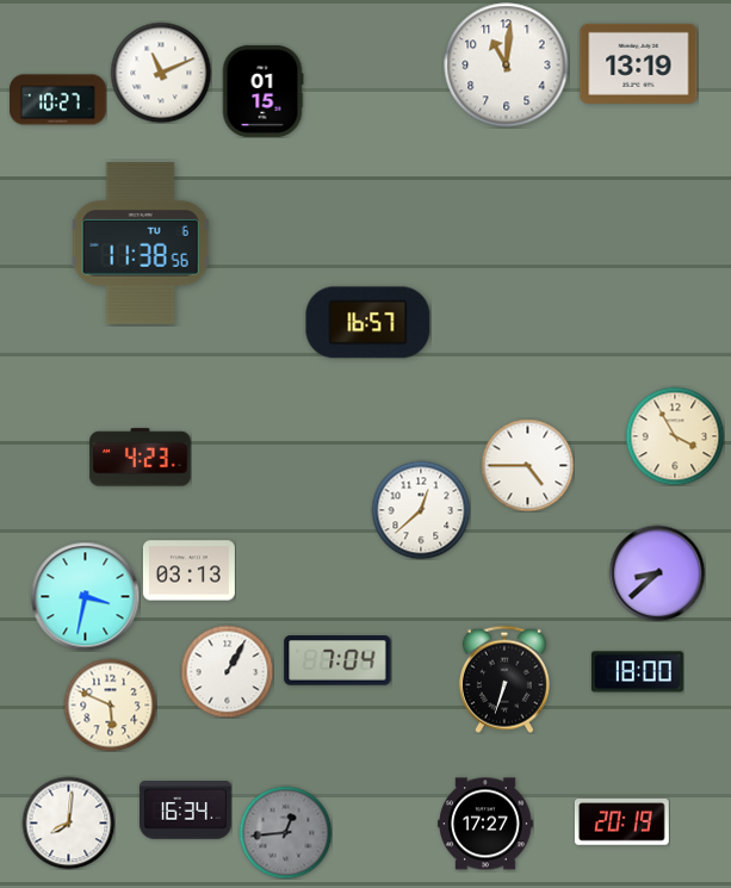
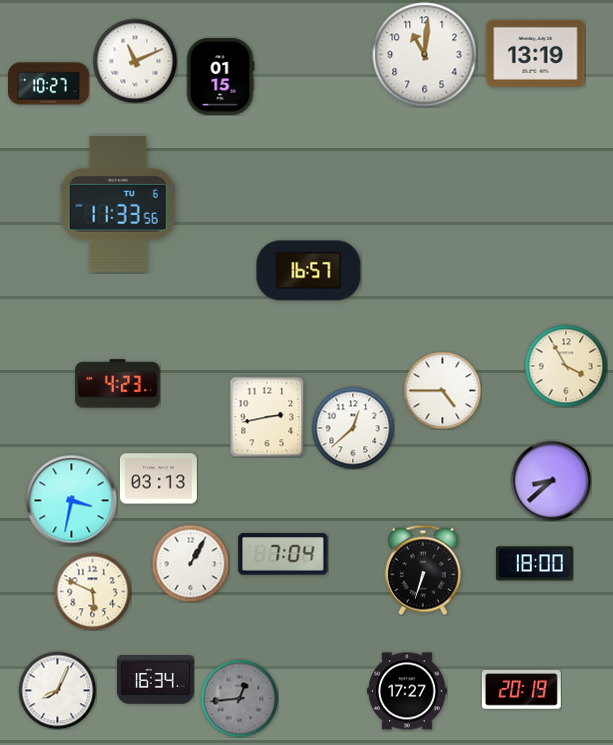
clock at (141, 243): 11:38 -> 11:33
clock at (267, 417): none -> 2:43
clock at (68, 822): 8:01 -> 8:04
